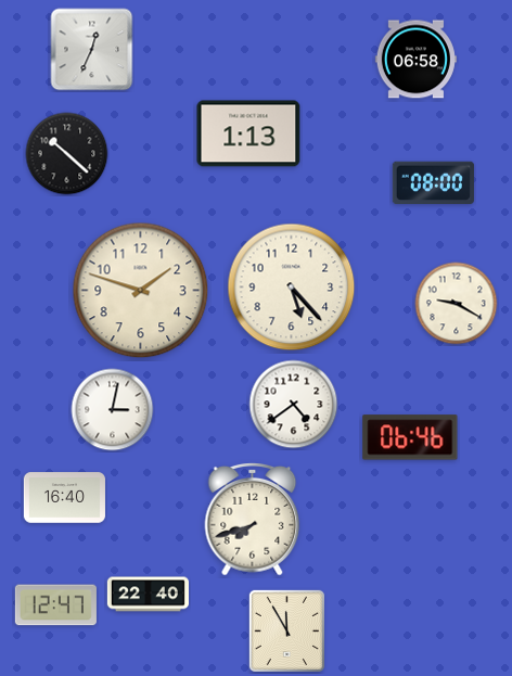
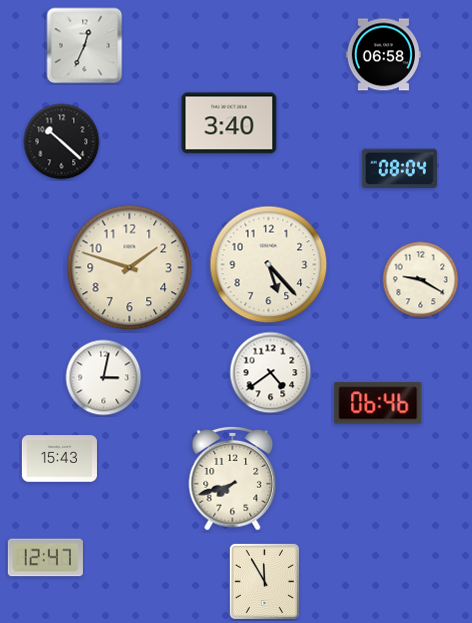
clock at (248, 133): 1:13 -> 3:40
clock at (433, 183): 08:00 -> 08:04
clock at (64, 498): 16:40 -> 15:43
clock at (148, 595): 22:40 -> none
clock at (55, 605) position: (55, 605) -> (45, 558)
